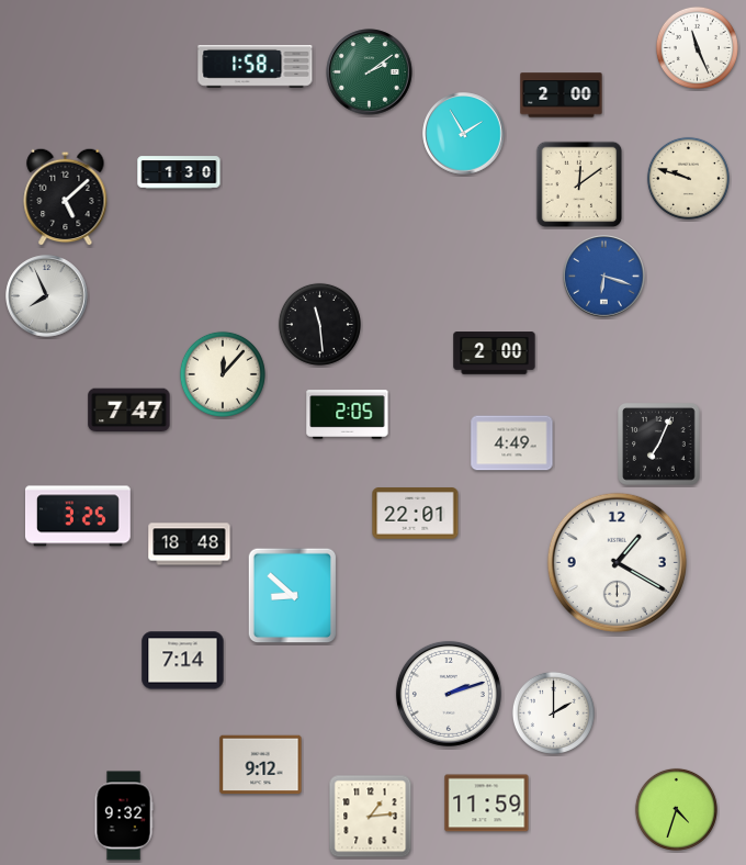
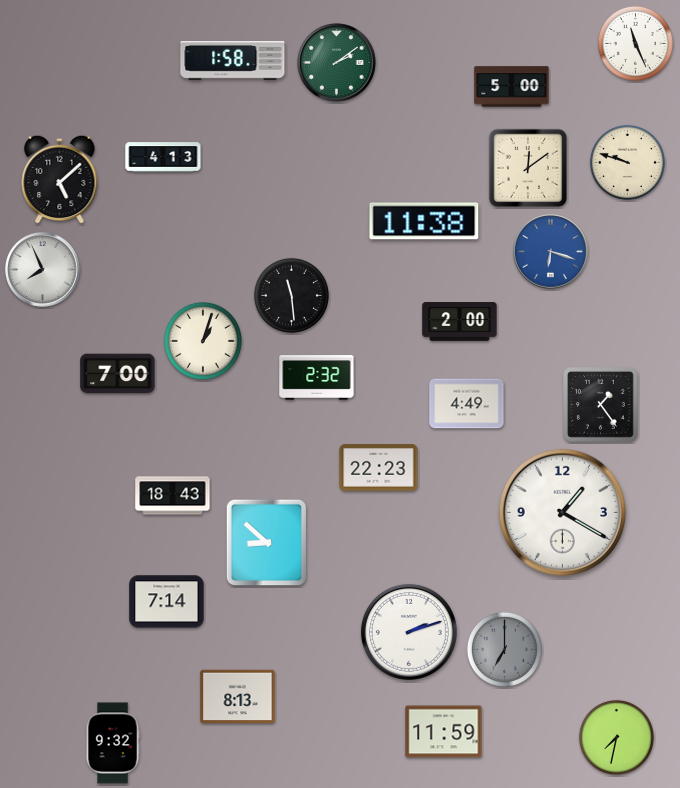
clock at (370, 72) position: (370, 72) -> (337, 63)
clock at (562, 96): 2:00 -> 5:00
clock at (464, 134): 1:55 -> none
clock at (179, 172): 1:30 -> 4:13
clock at (424, 221): none -> 11:38
clock at (495, 353) position: (495, 353) -> (460, 322)
clock at (223, 374): 12:07 -> 1:03
clock at (129, 411): 7:47 -> 7:00
clock at (348, 415): 2:05 -> 2:32
clock at (659, 445): 7:04 -> 1:24
clock at (416, 514): 22:01 -> 22:23
clock at (79, 516): 3:25 -> none
clock at (190, 544): 18:48 -> 18:43
clock at (553, 712): 2:00 -> 7:00
clock at (553, 712) dial: white -> grey
clock at (261, 765): 9:12 -> 8:13
clock at (676, 809): 4:33 -> 7:32
clock at (371, 817): 1:14 -> none
